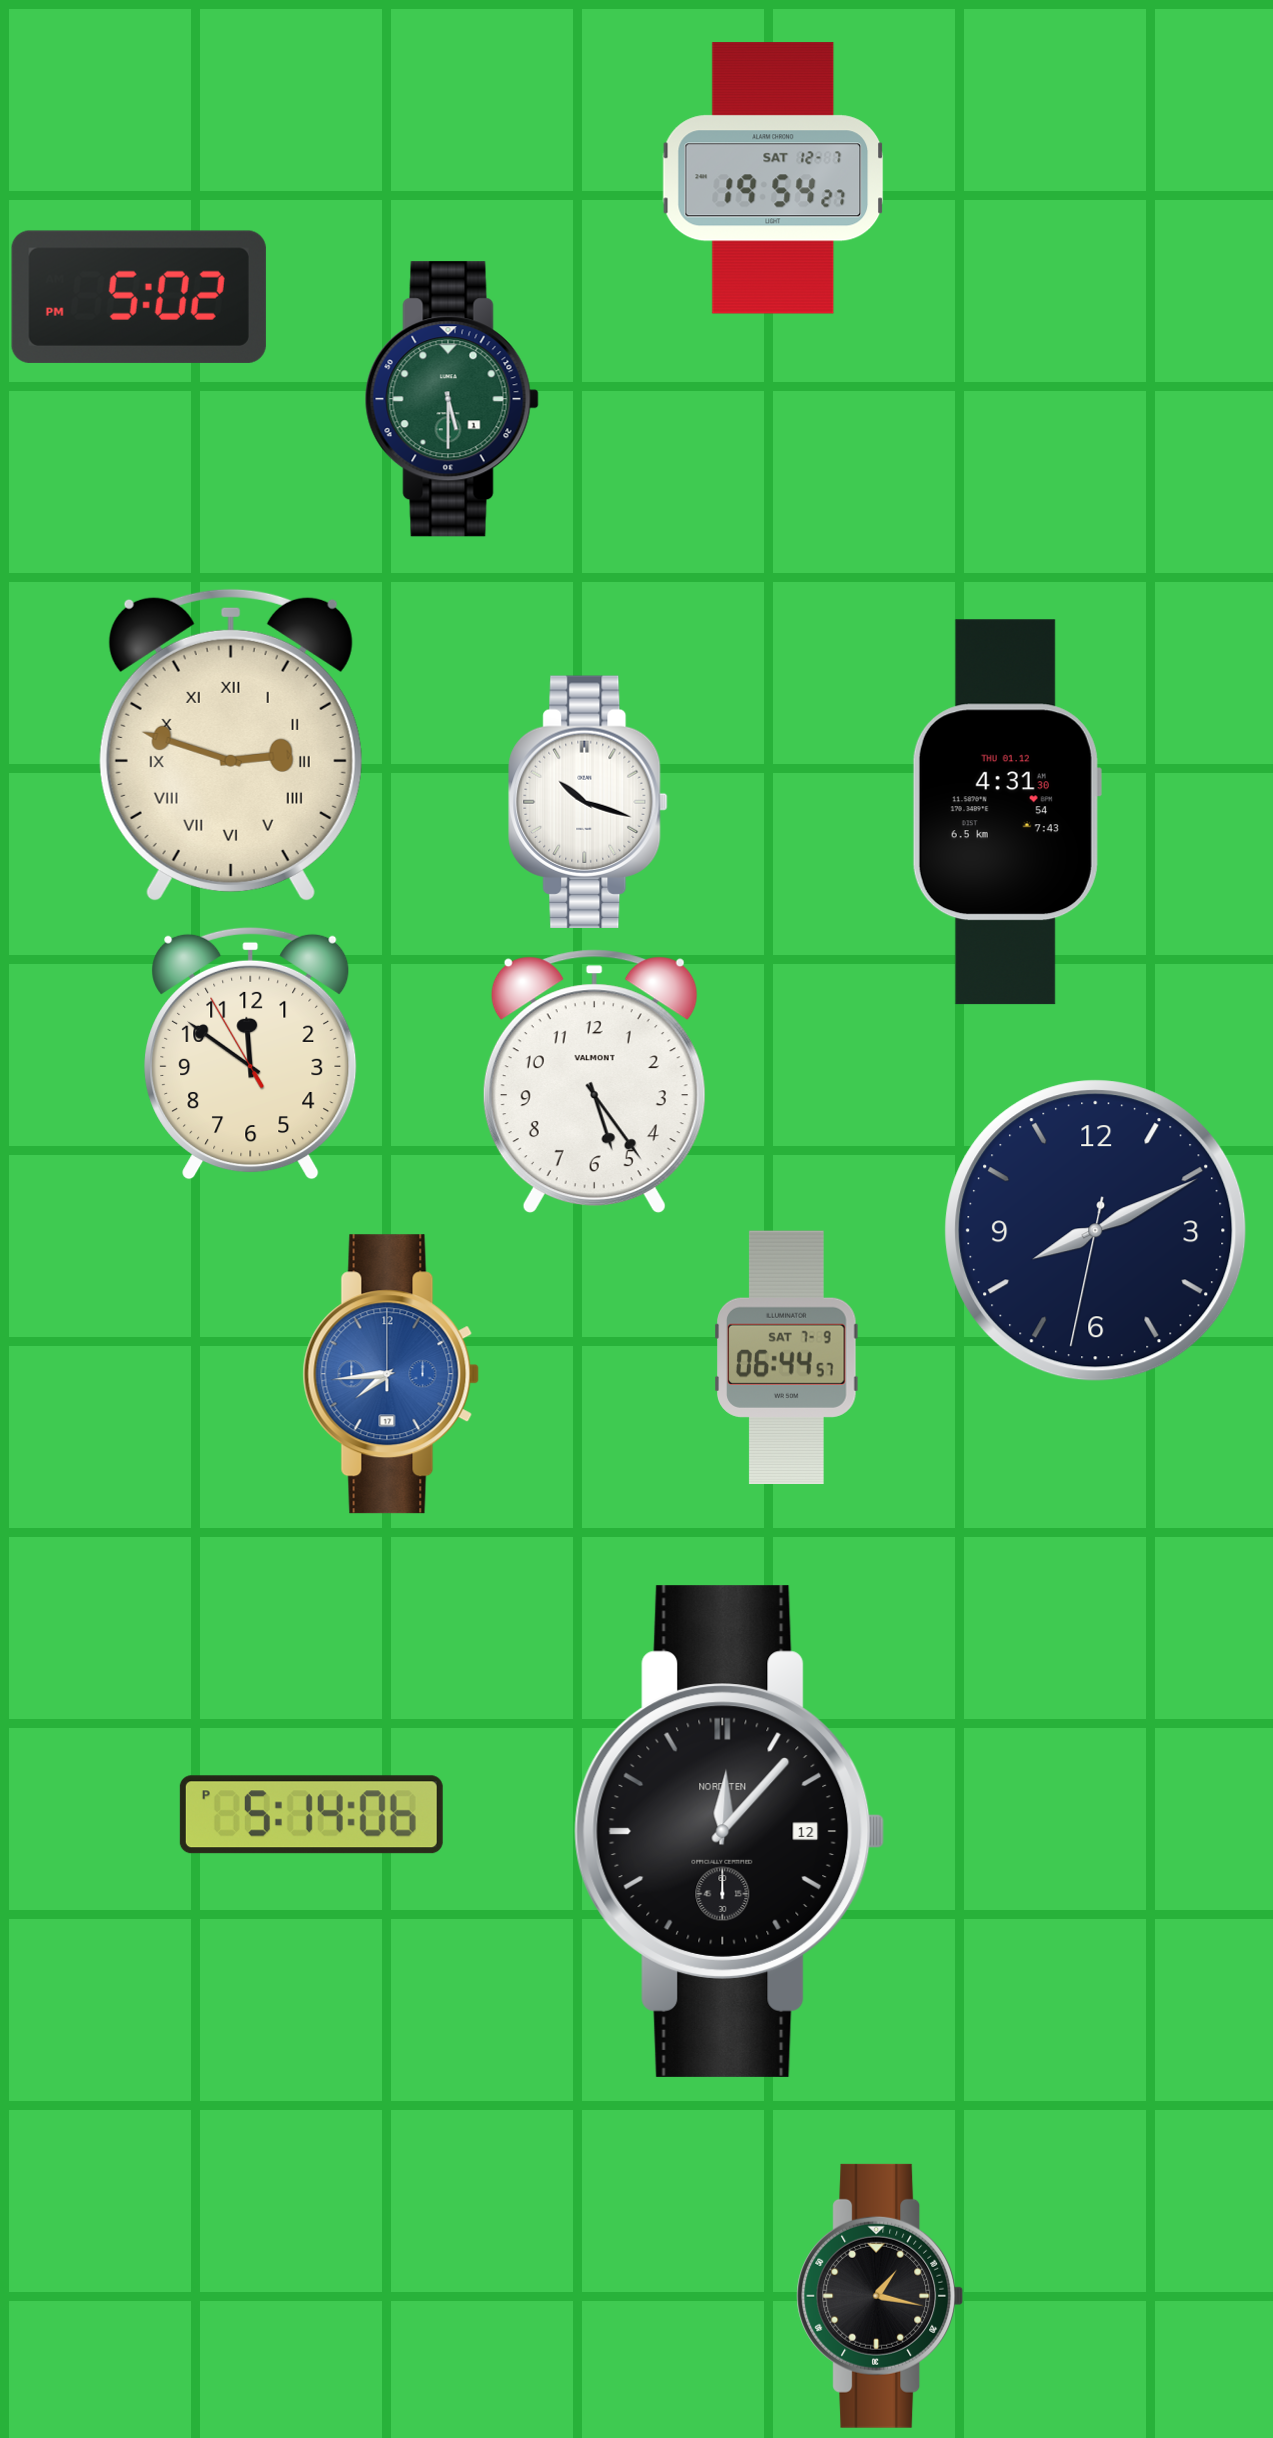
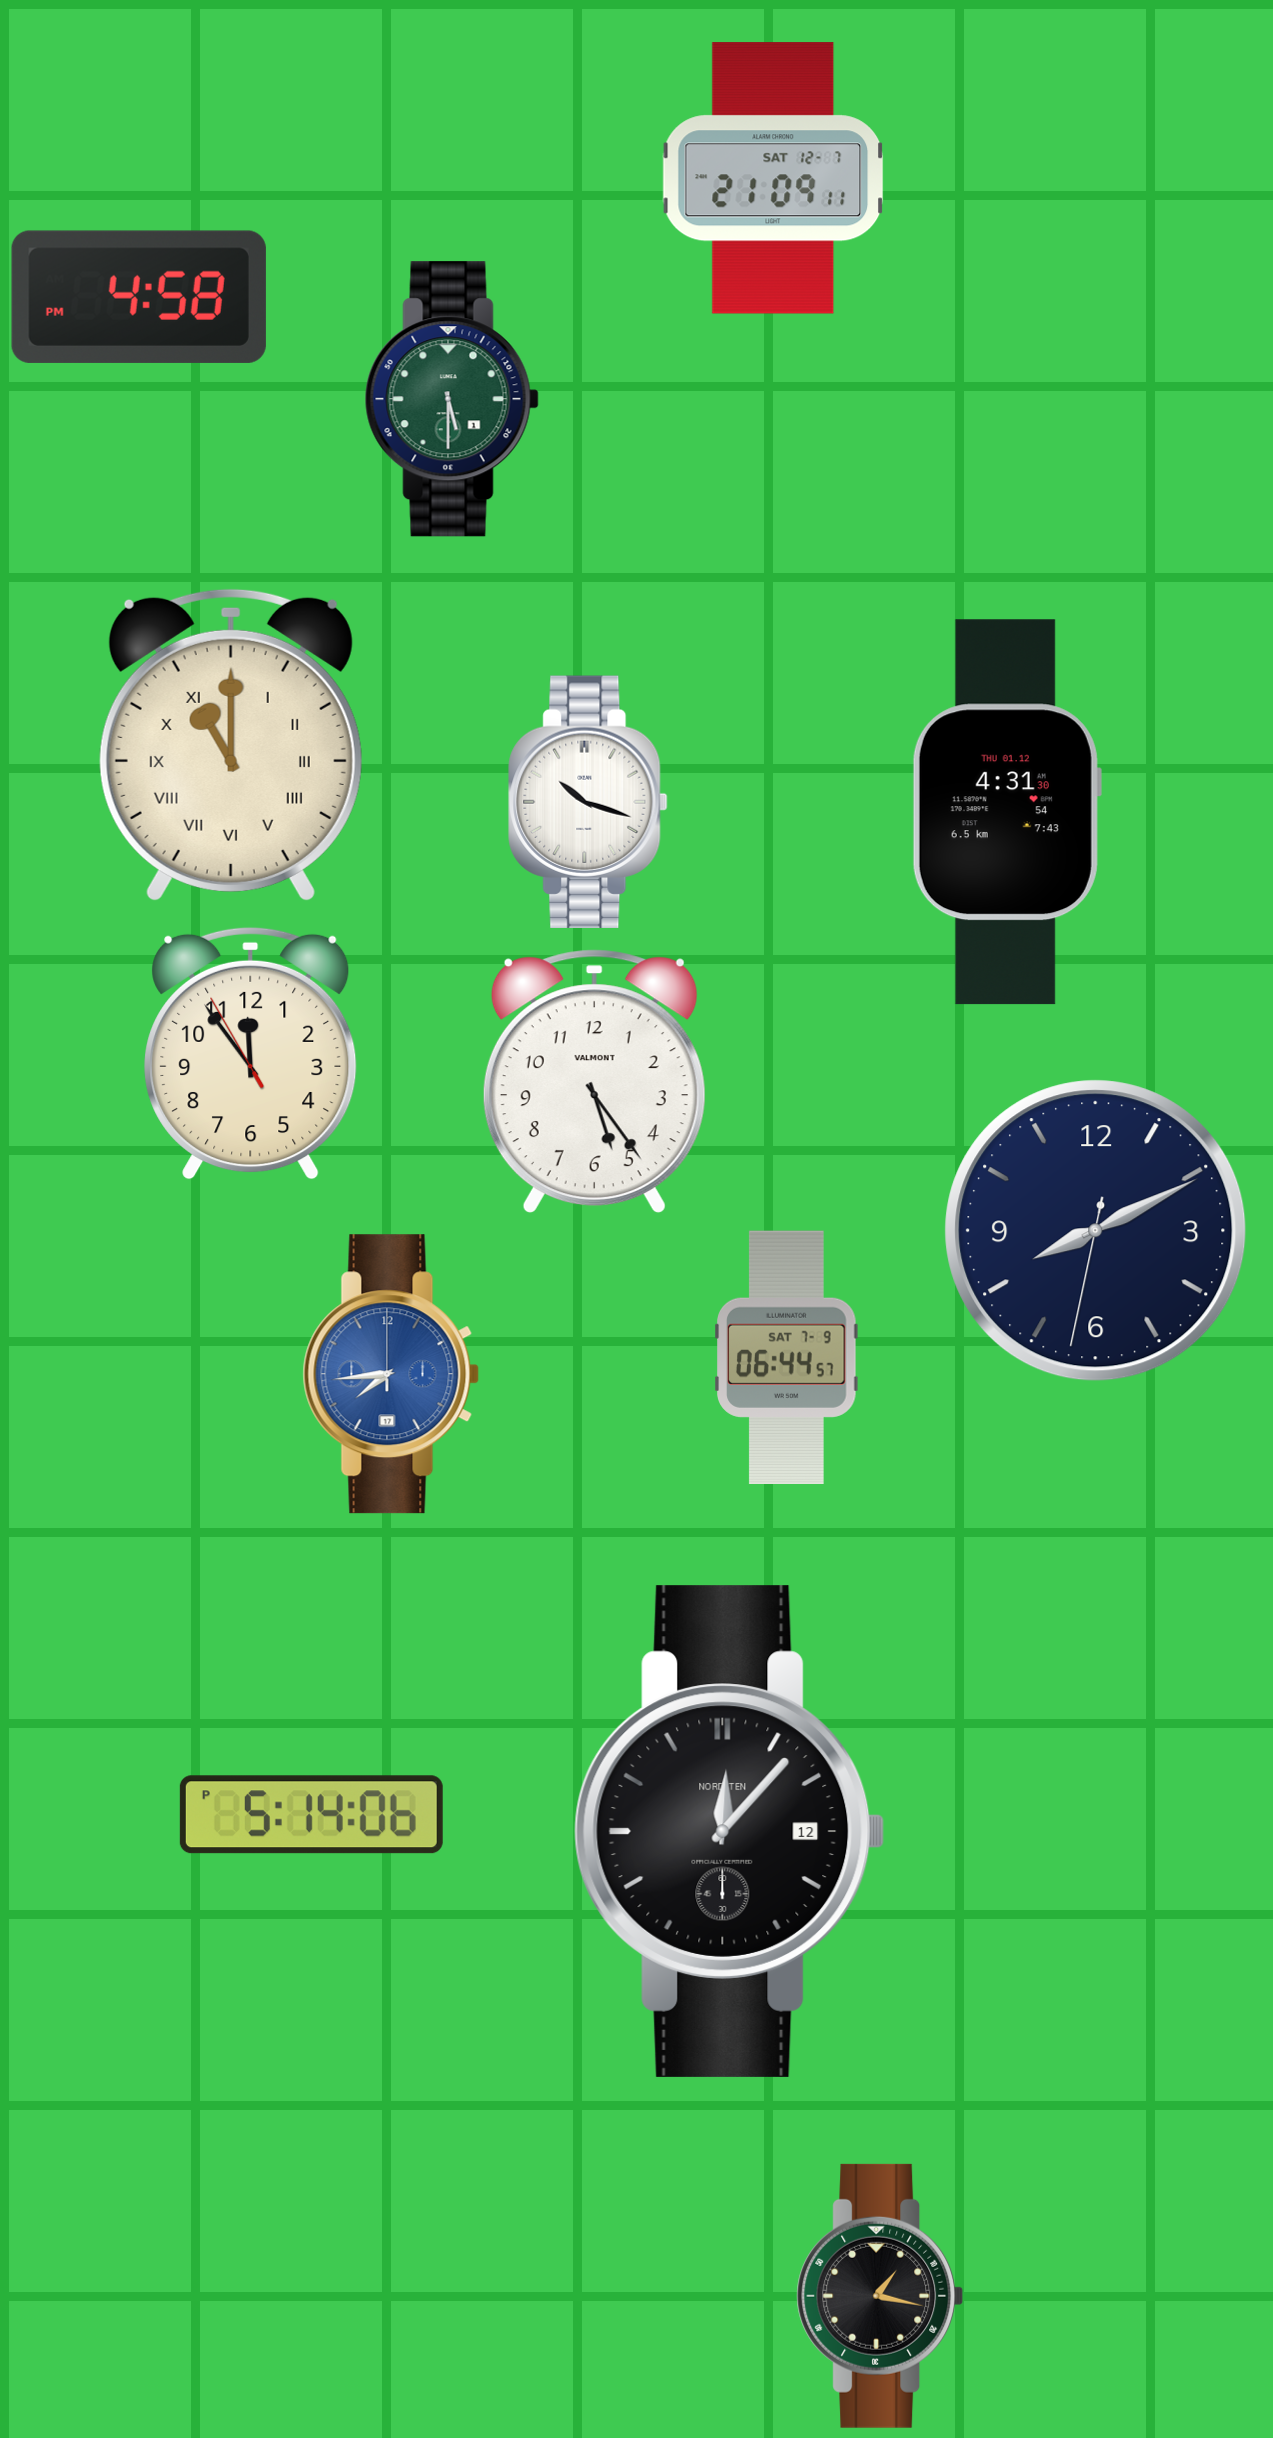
clock at (773, 178): 19:54 -> 21:09
clock at (139, 297): 5:02 -> 4:58
clock at (231, 745): 2:48 -> 11:00
clock at (251, 1053): 11:50 -> 11:53
